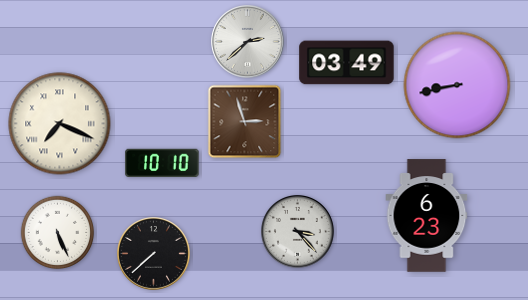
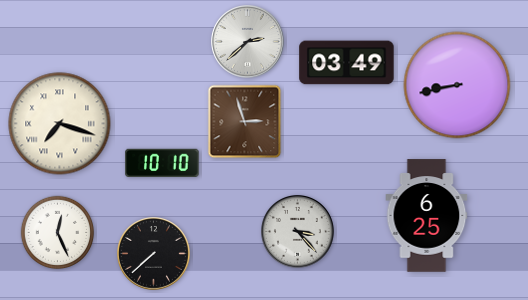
clock at (60, 124): 7:19 -> 7:18
clock at (427, 216): 6:23 -> 6:25
clock at (58, 233): 5:26 -> 12:26
